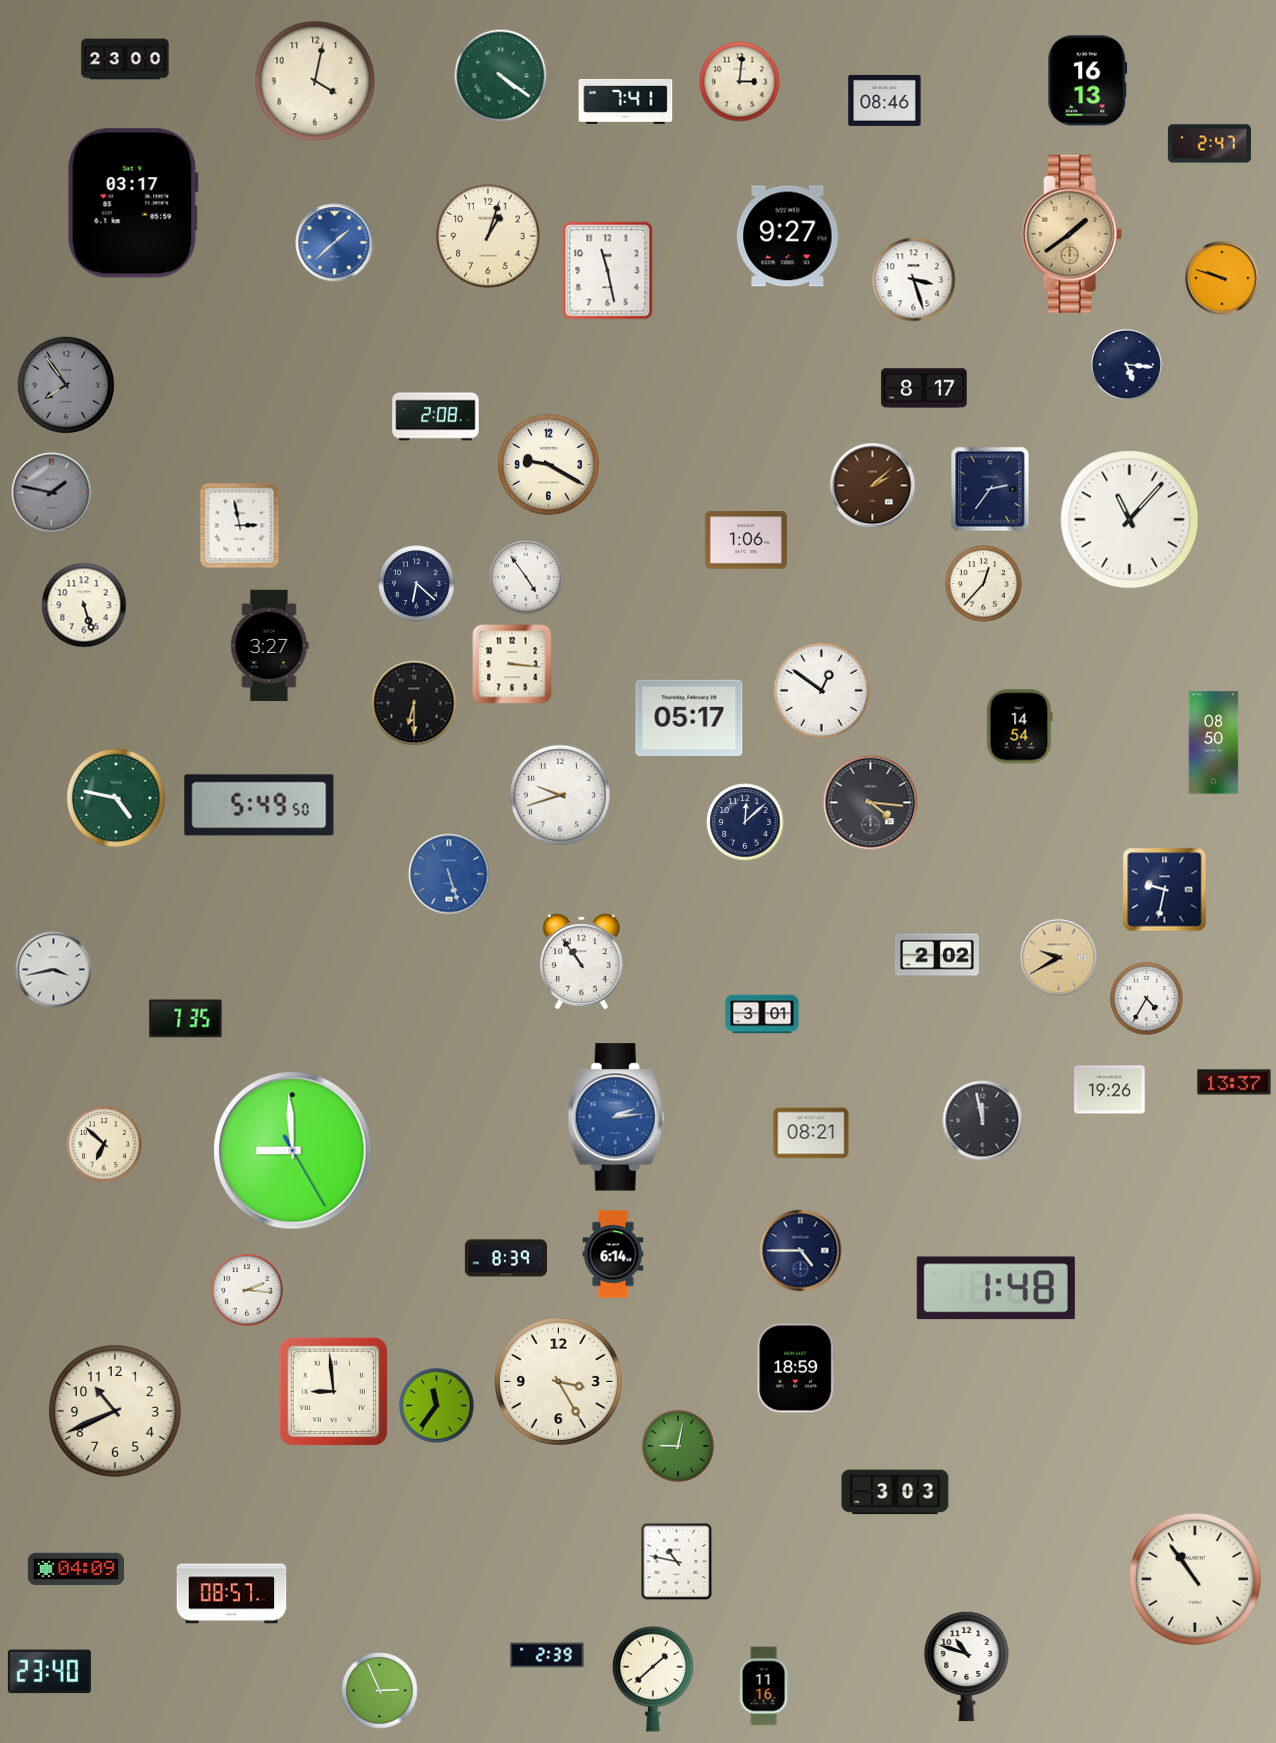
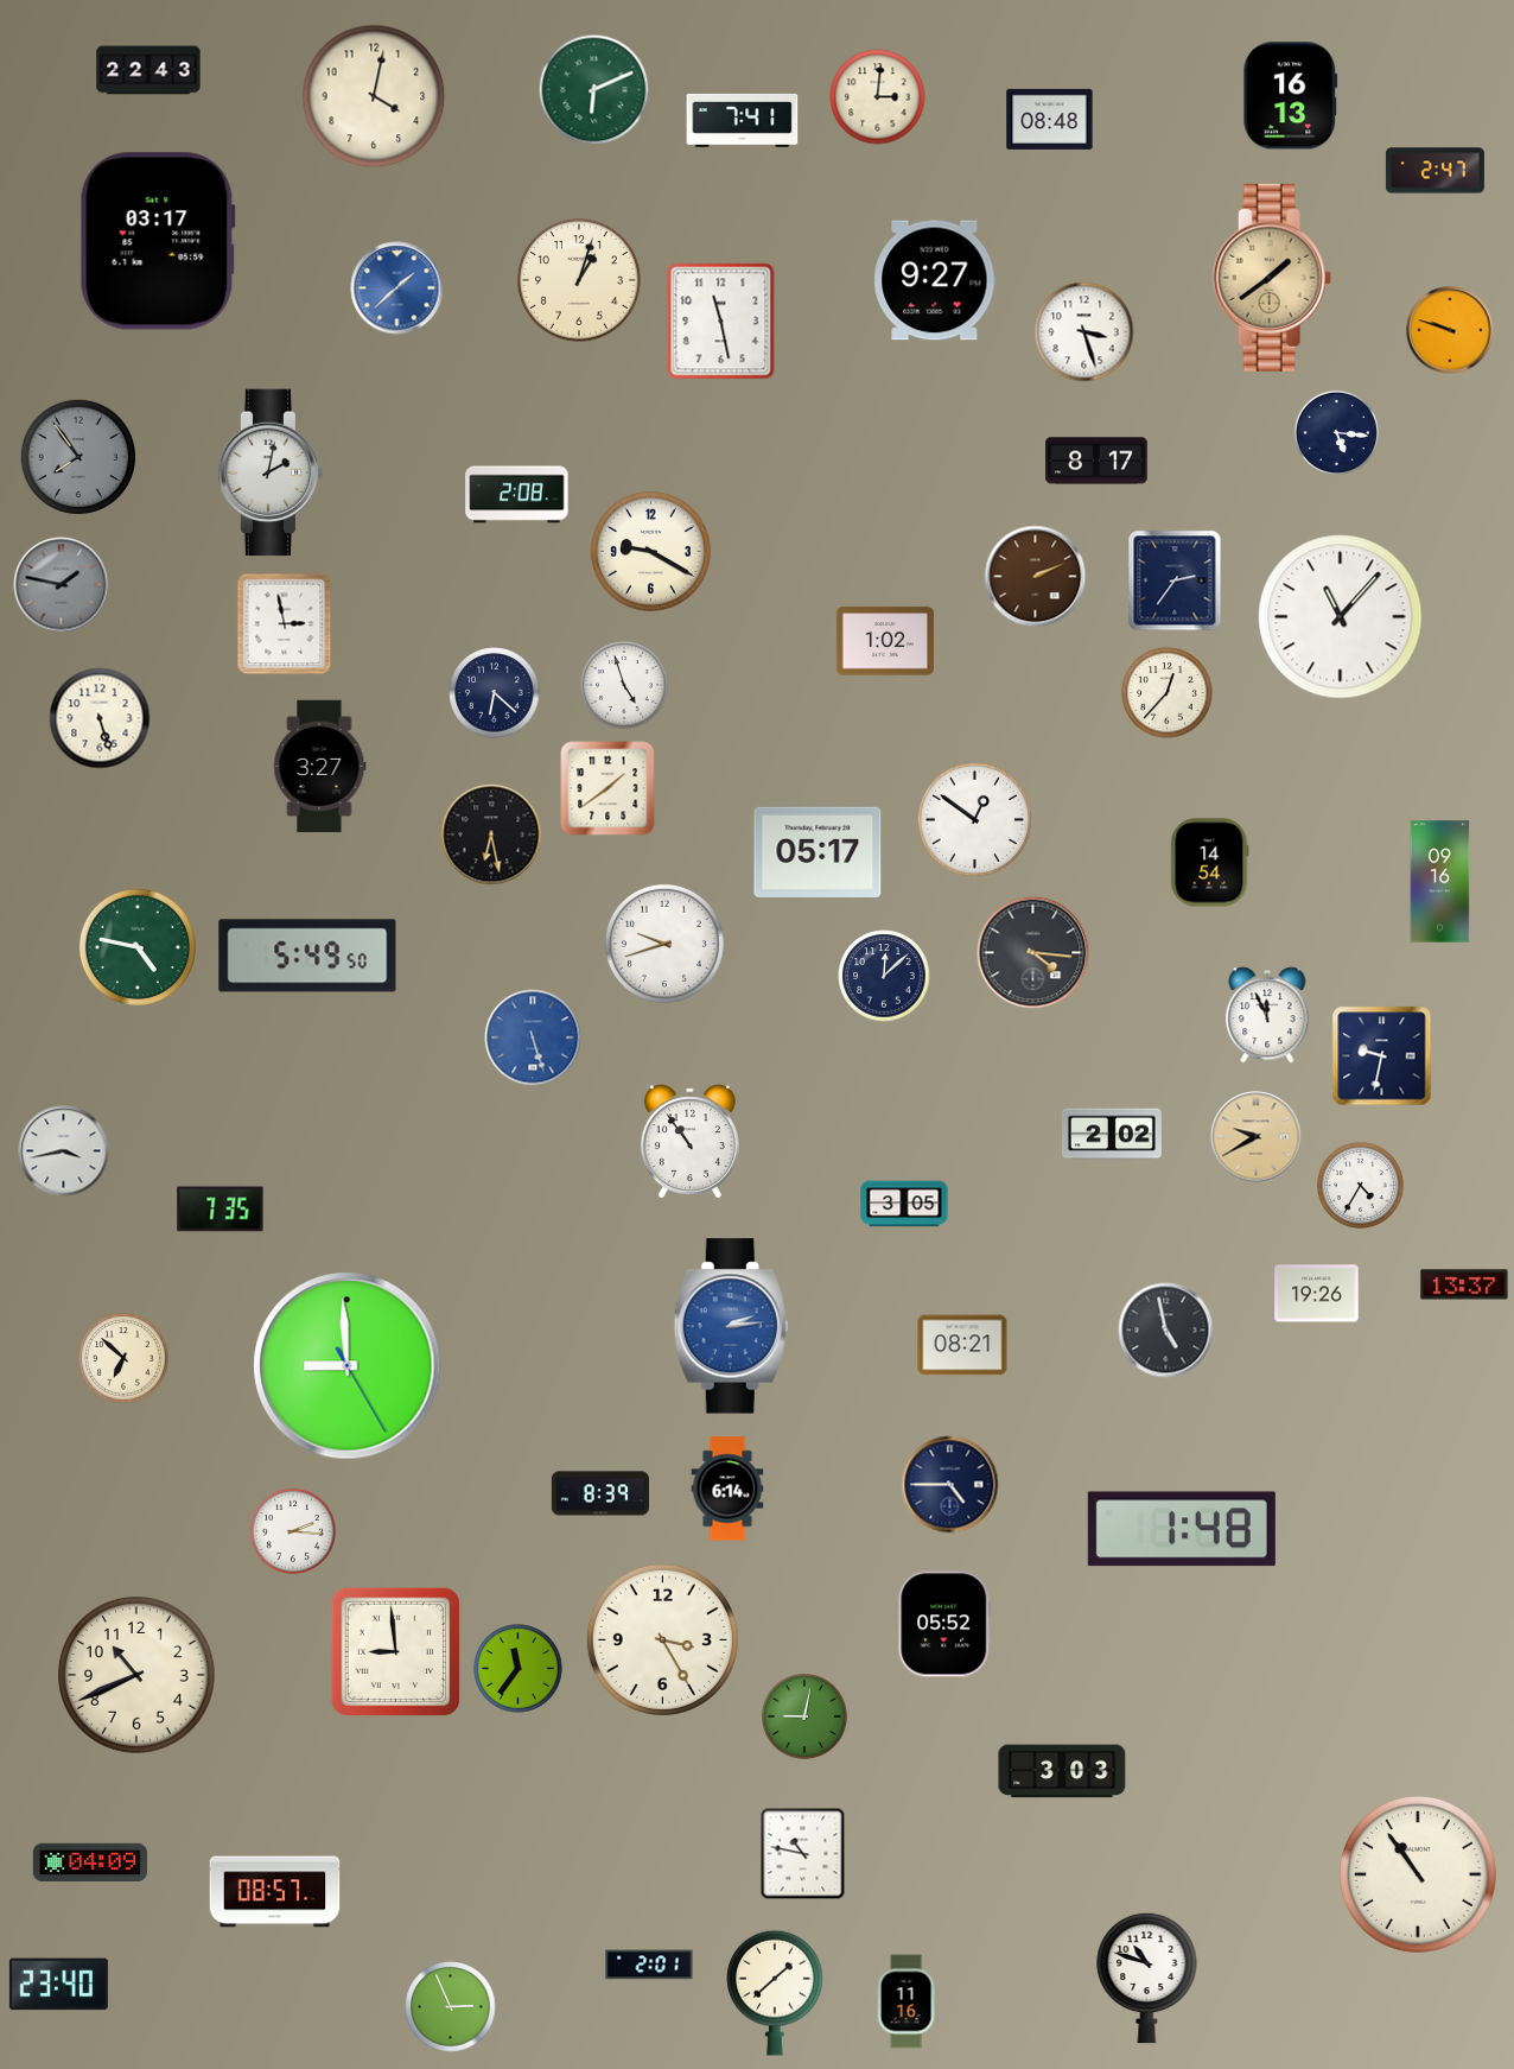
clock at (125, 59): 23:00 -> 22:43
clock at (501, 76): 4:21 -> 6:11
clock at (885, 100): 08:46 -> 08:48
clock at (271, 472): none -> 2:02
clock at (873, 486): 2:08 -> 2:11
clock at (746, 540): 1:06 -> 1:02
clock at (527, 578): 4:54 -> 4:57
clock at (512, 664): 3:16 -> 1:39
clock at (414, 703): 6:30 -> 6:28
clock at (1214, 743): 08:50 -> 09:16
clock at (1267, 1015): none -> 11:56
clock at (762, 1014): 3:01 -> 3:05
clock at (983, 1121): 11:58 -> 4:58
clock at (796, 1368): 18:59 -> 05:52
clock at (547, 1655): 2:39 -> 2:01
